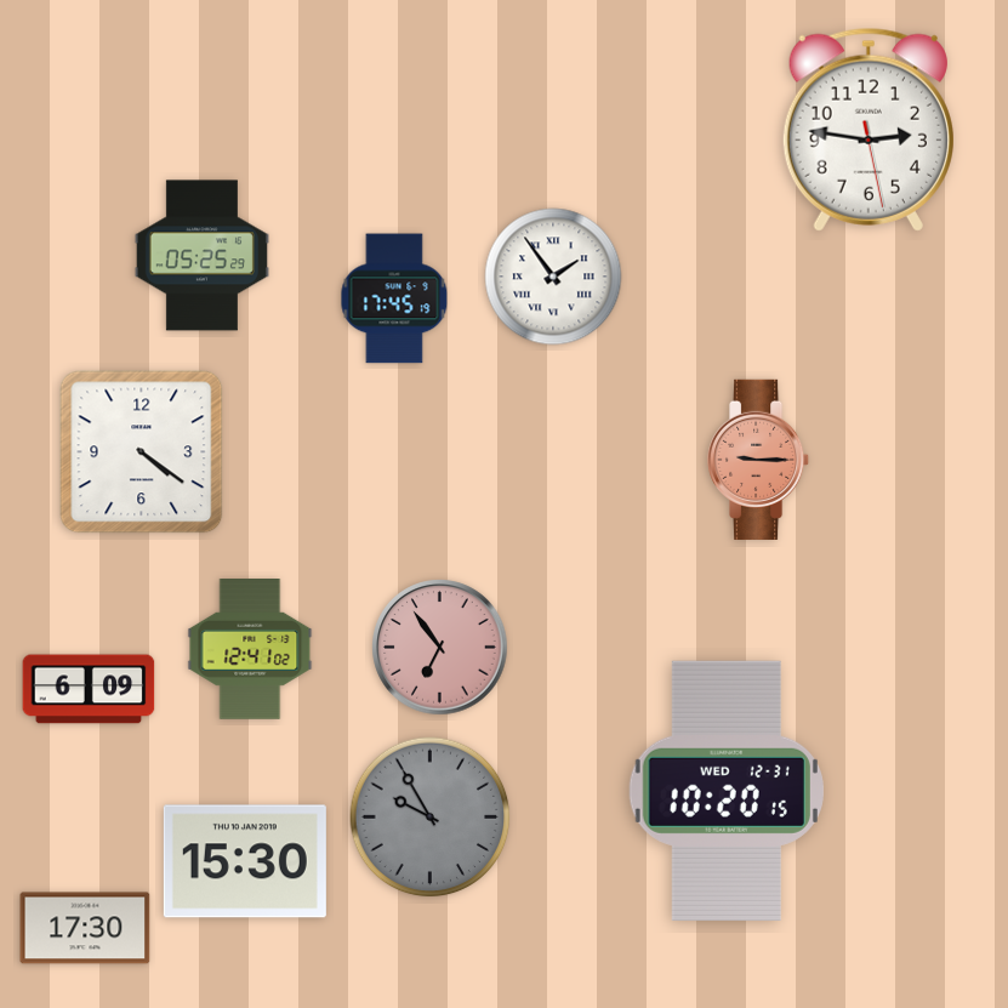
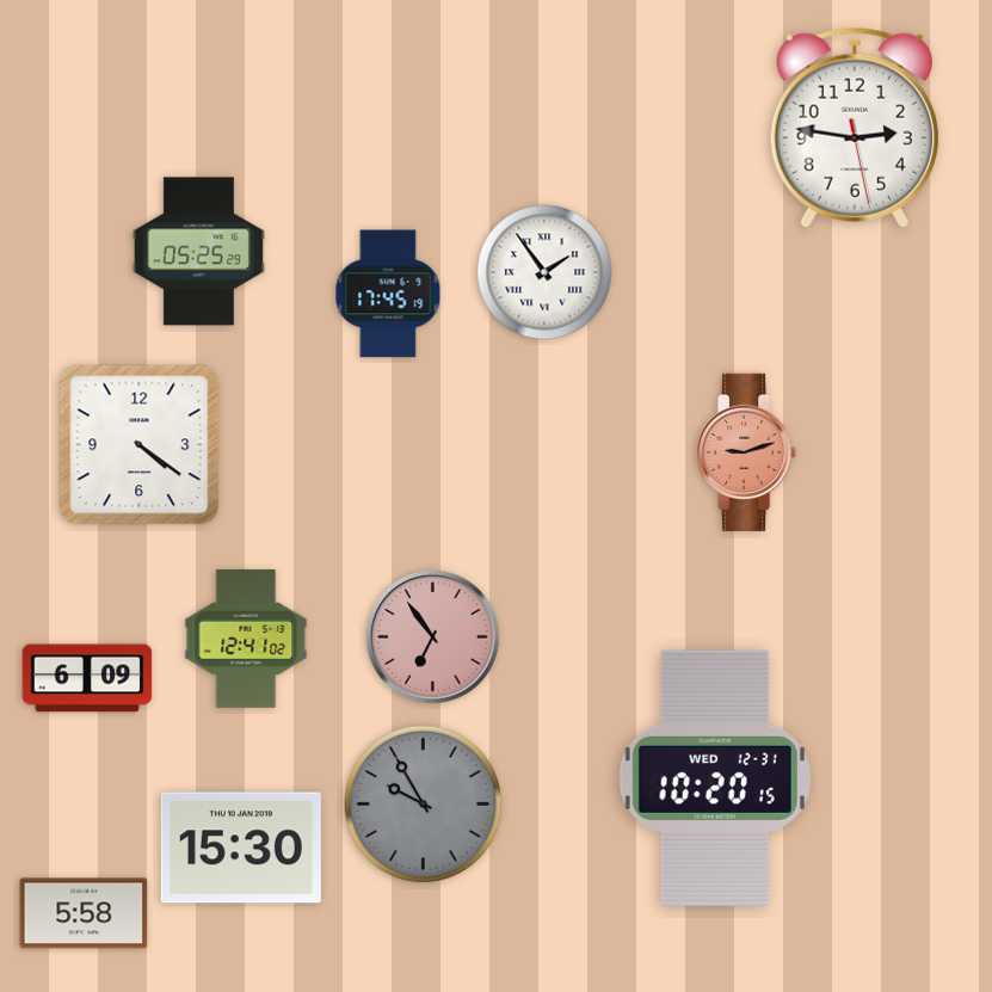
clock at (759, 460): 9:15 -> 9:12
clock at (85, 928): 17:30 -> 5:58
